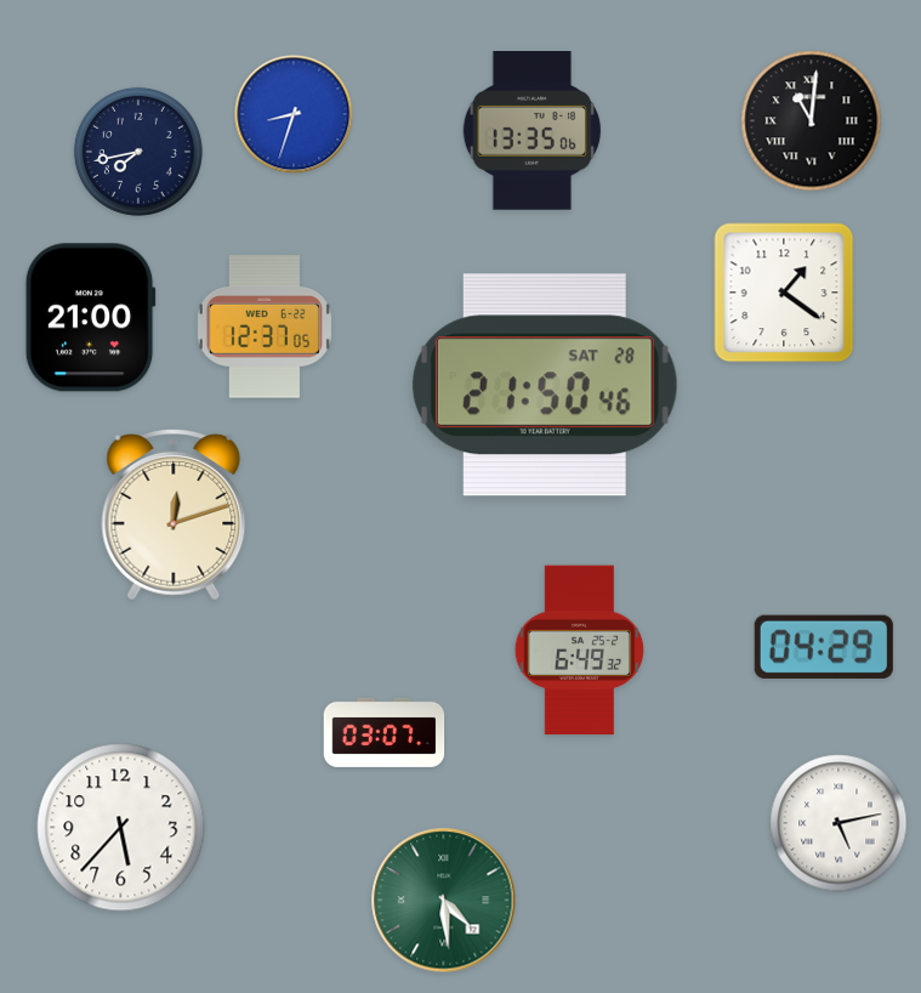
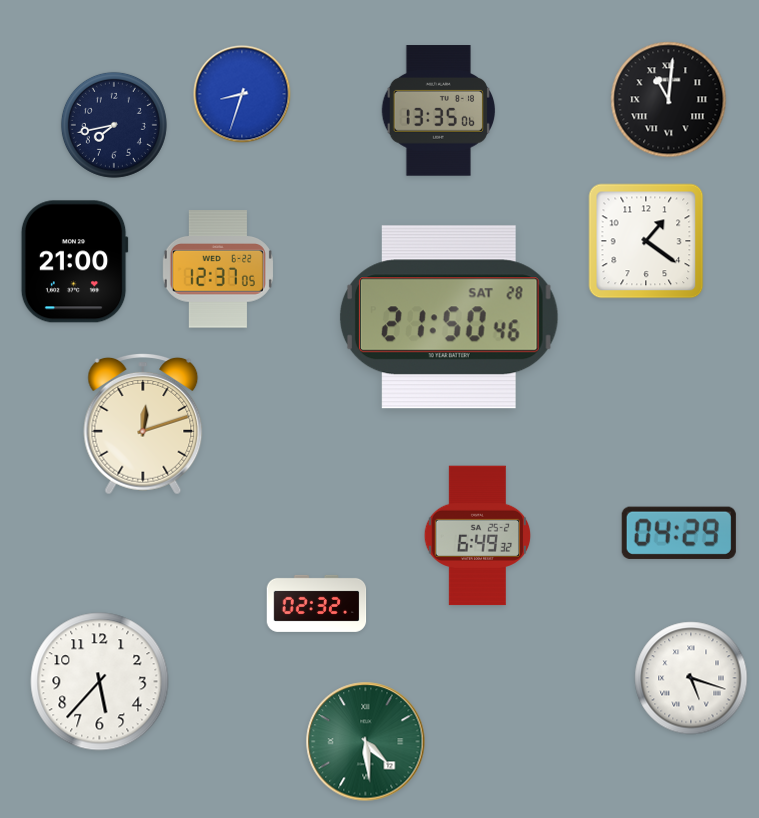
clock at (531, 131) position: (531, 131) -> (438, 111)
clock at (385, 732): 03:07 -> 02:32
clock at (838, 823): 5:13 -> 5:18
